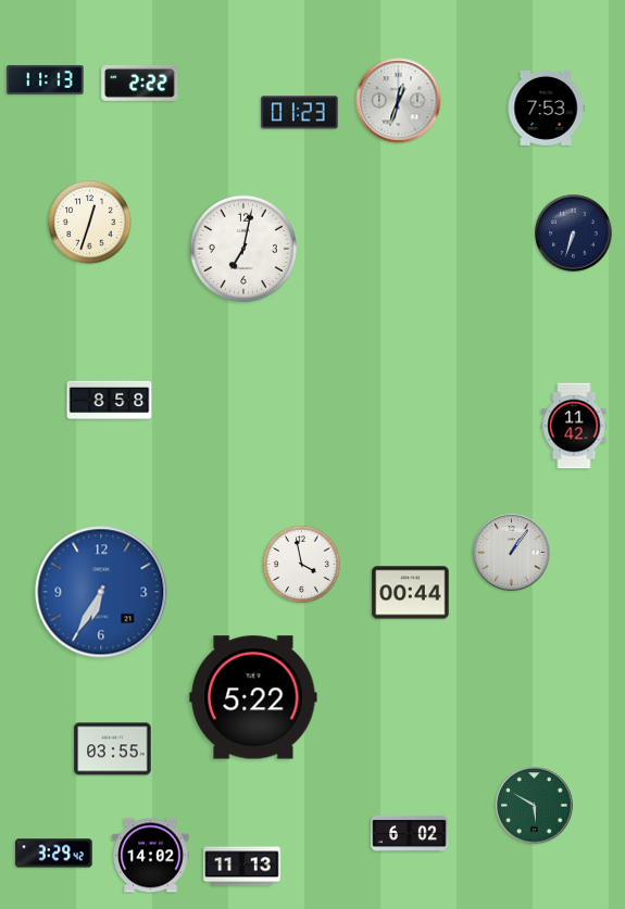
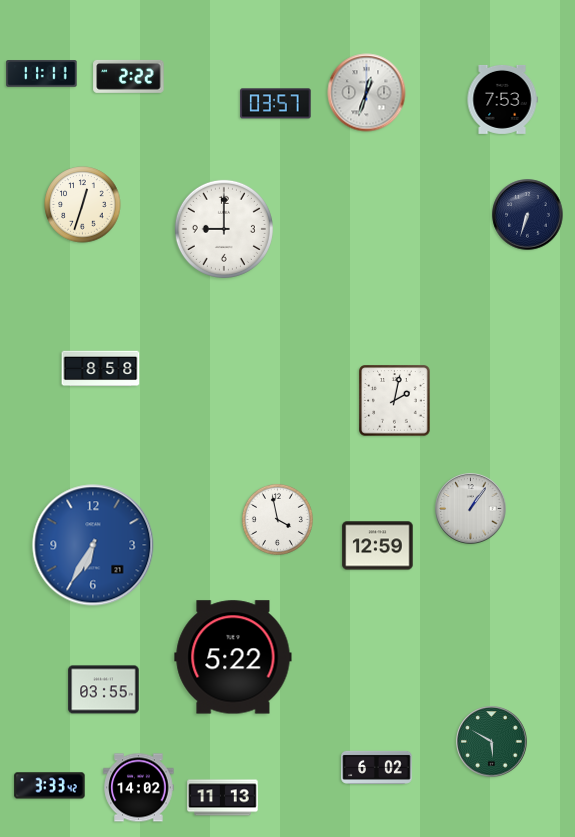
clock at (46, 80): 11:13 -> 11:11
clock at (300, 113): 01:23 -> 03:57
clock at (243, 249): 7:02 -> 9:00
clock at (574, 426): 11:42 -> none
clock at (395, 401): none -> 2:02
clock at (411, 593): 00:44 -> 12:59
clock at (253, 697) position: (253, 697) -> (233, 657)
clock at (54, 854): 3:29 -> 3:33
